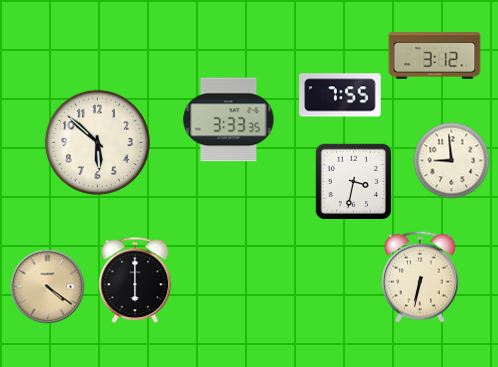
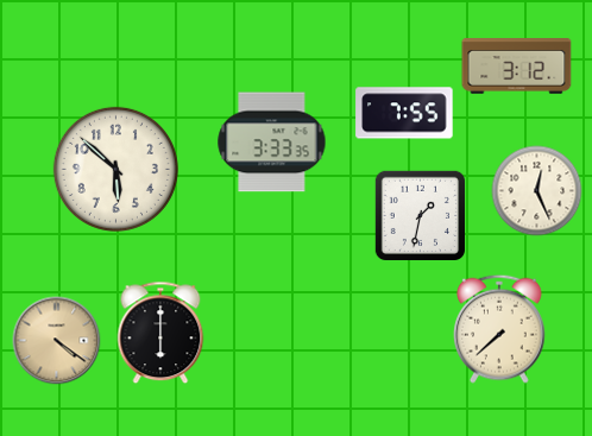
clock at (452, 161): 8:59 -> 12:26
clock at (353, 181): 3:32 -> 1:32
clock at (421, 277): 6:32 -> 7:38
